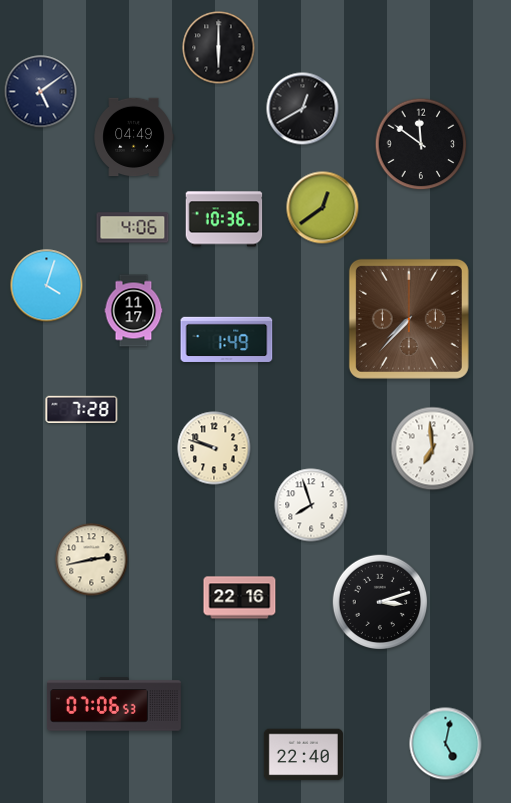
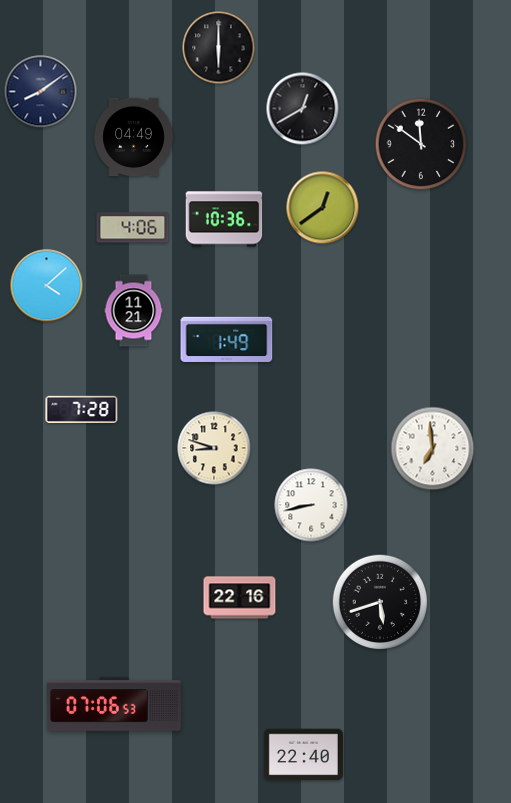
clock at (41, 92): 5:09 -> 8:09
clock at (47, 286): 4:03 -> 4:08
clock at (134, 311): 11:17 -> 11:21
clock at (409, 319): 7:37 -> none
clock at (214, 448): 9:48 -> 8:48
clock at (311, 505): 7:57 -> 8:43
clock at (92, 560): 2:43 -> none
clock at (379, 601): 3:12 -> 5:42
clock at (446, 744): 5:02 -> none
